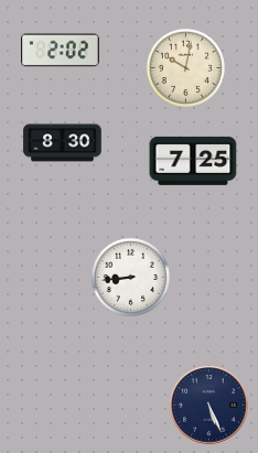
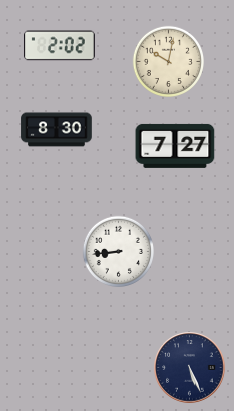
clock at (61, 51) position: (61, 51) -> (60, 46)
clock at (193, 161): 7:25 -> 7:27
